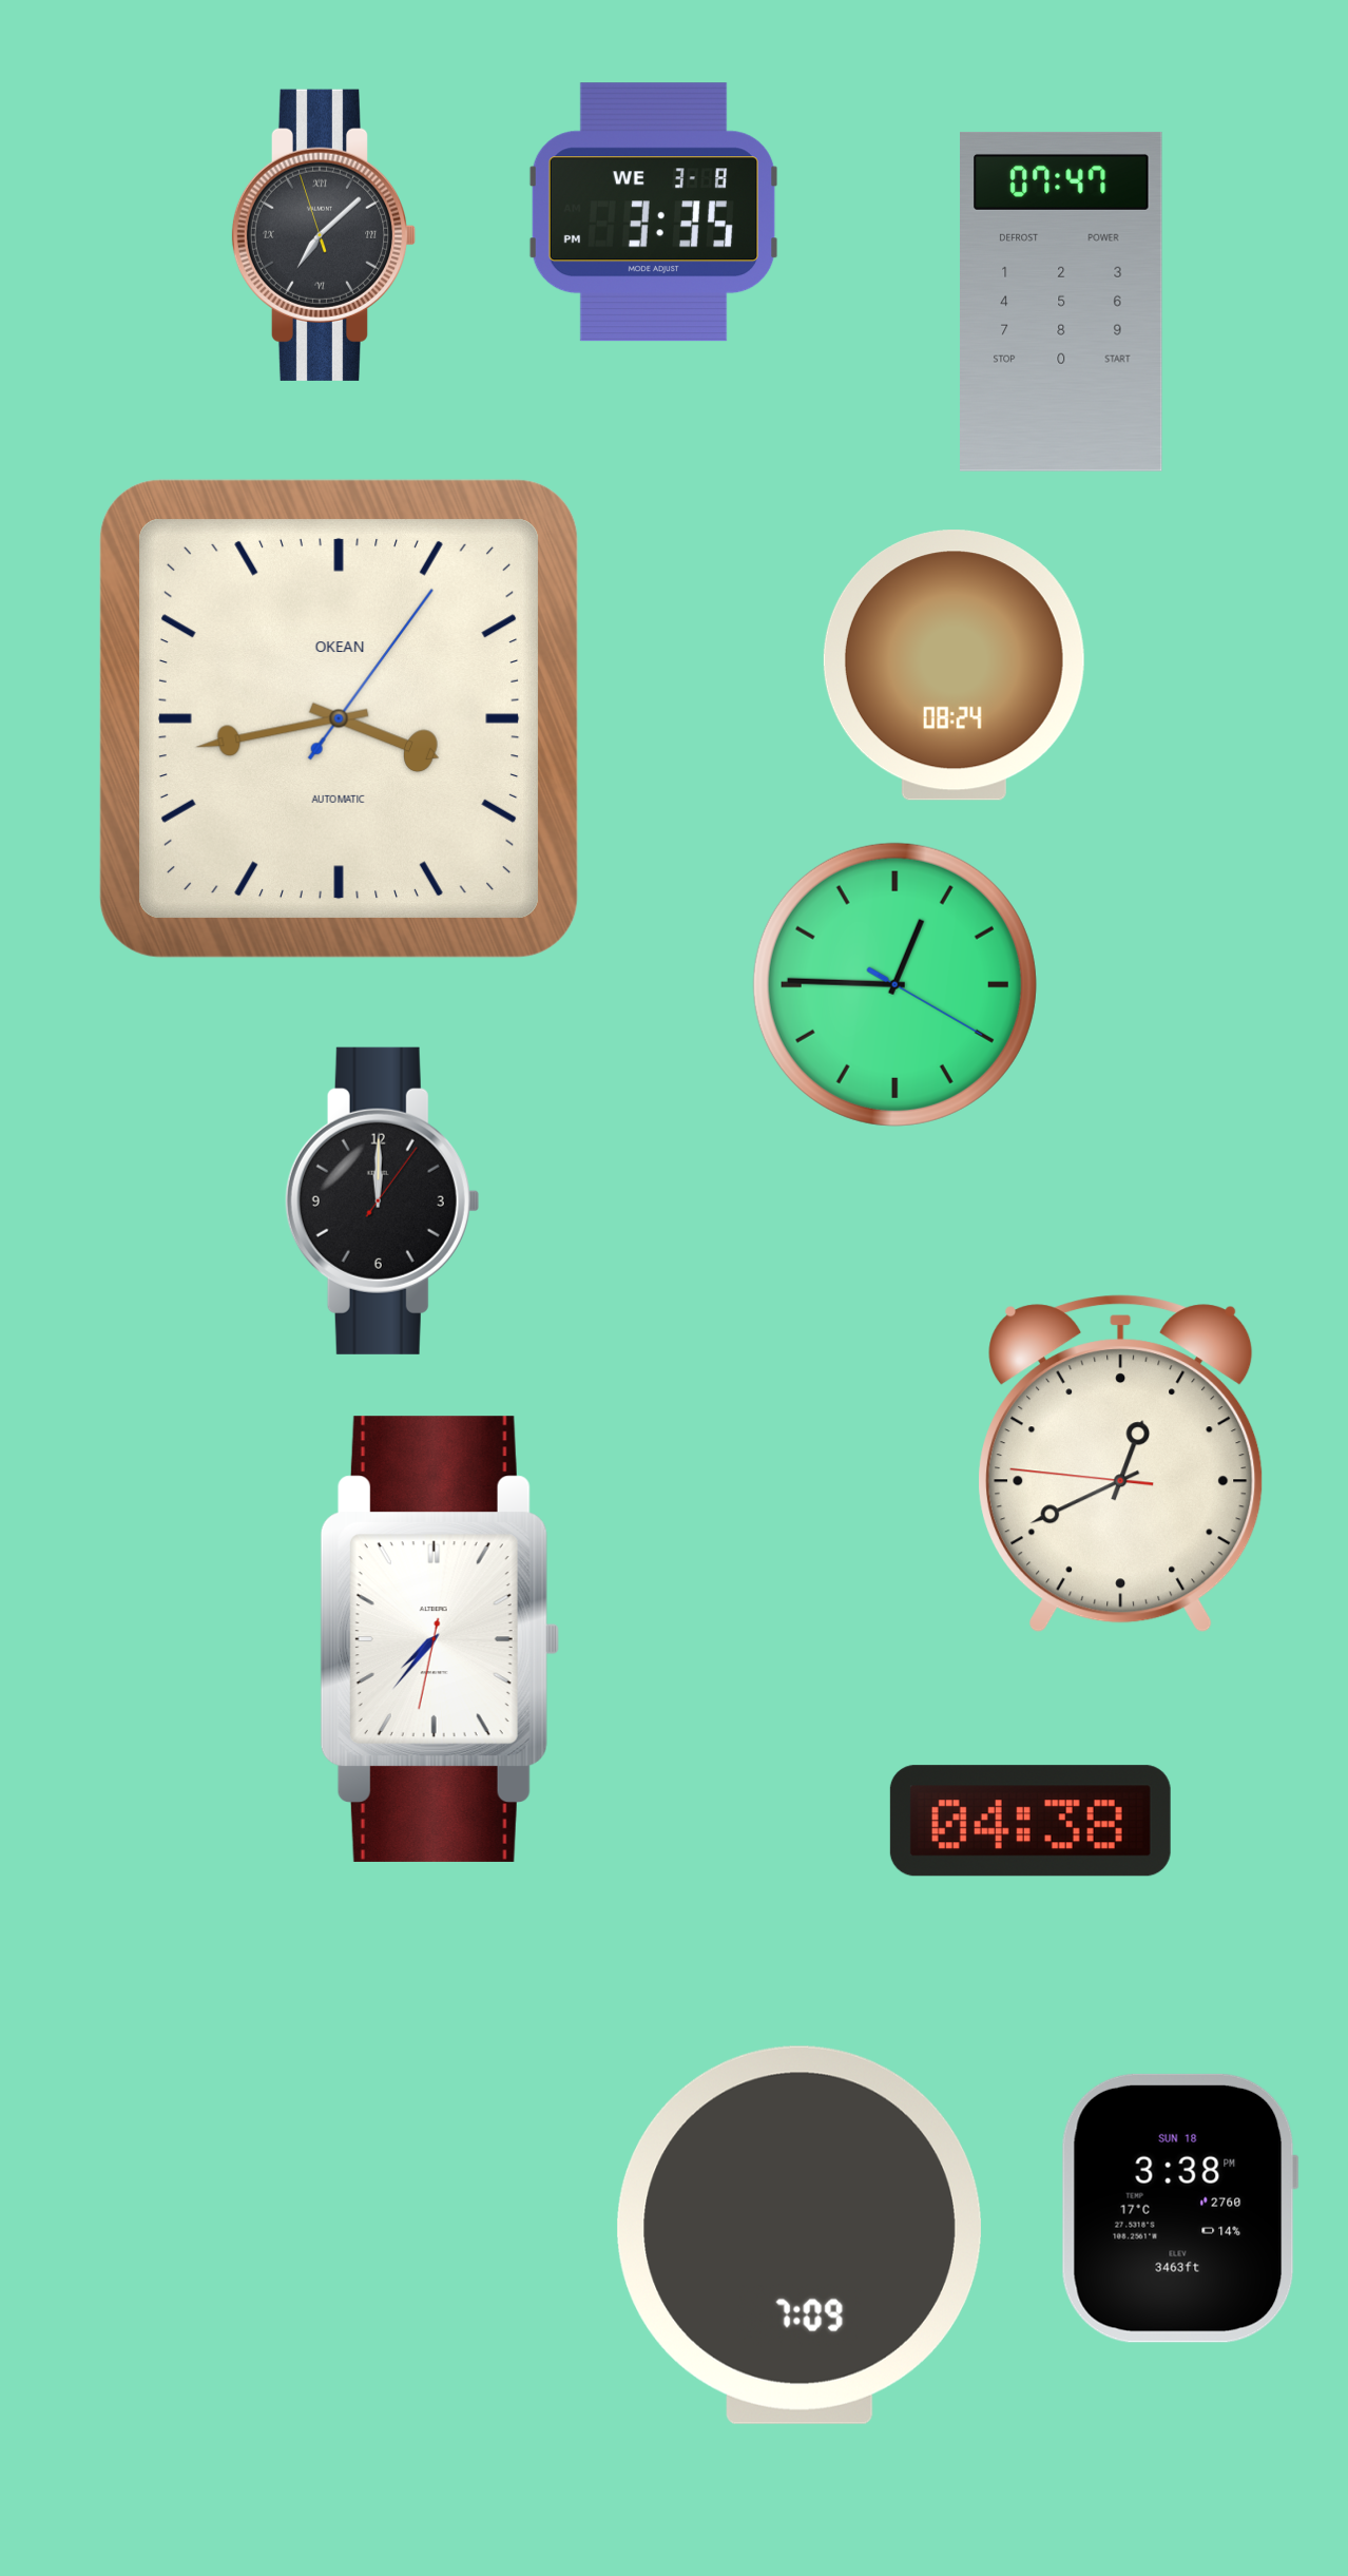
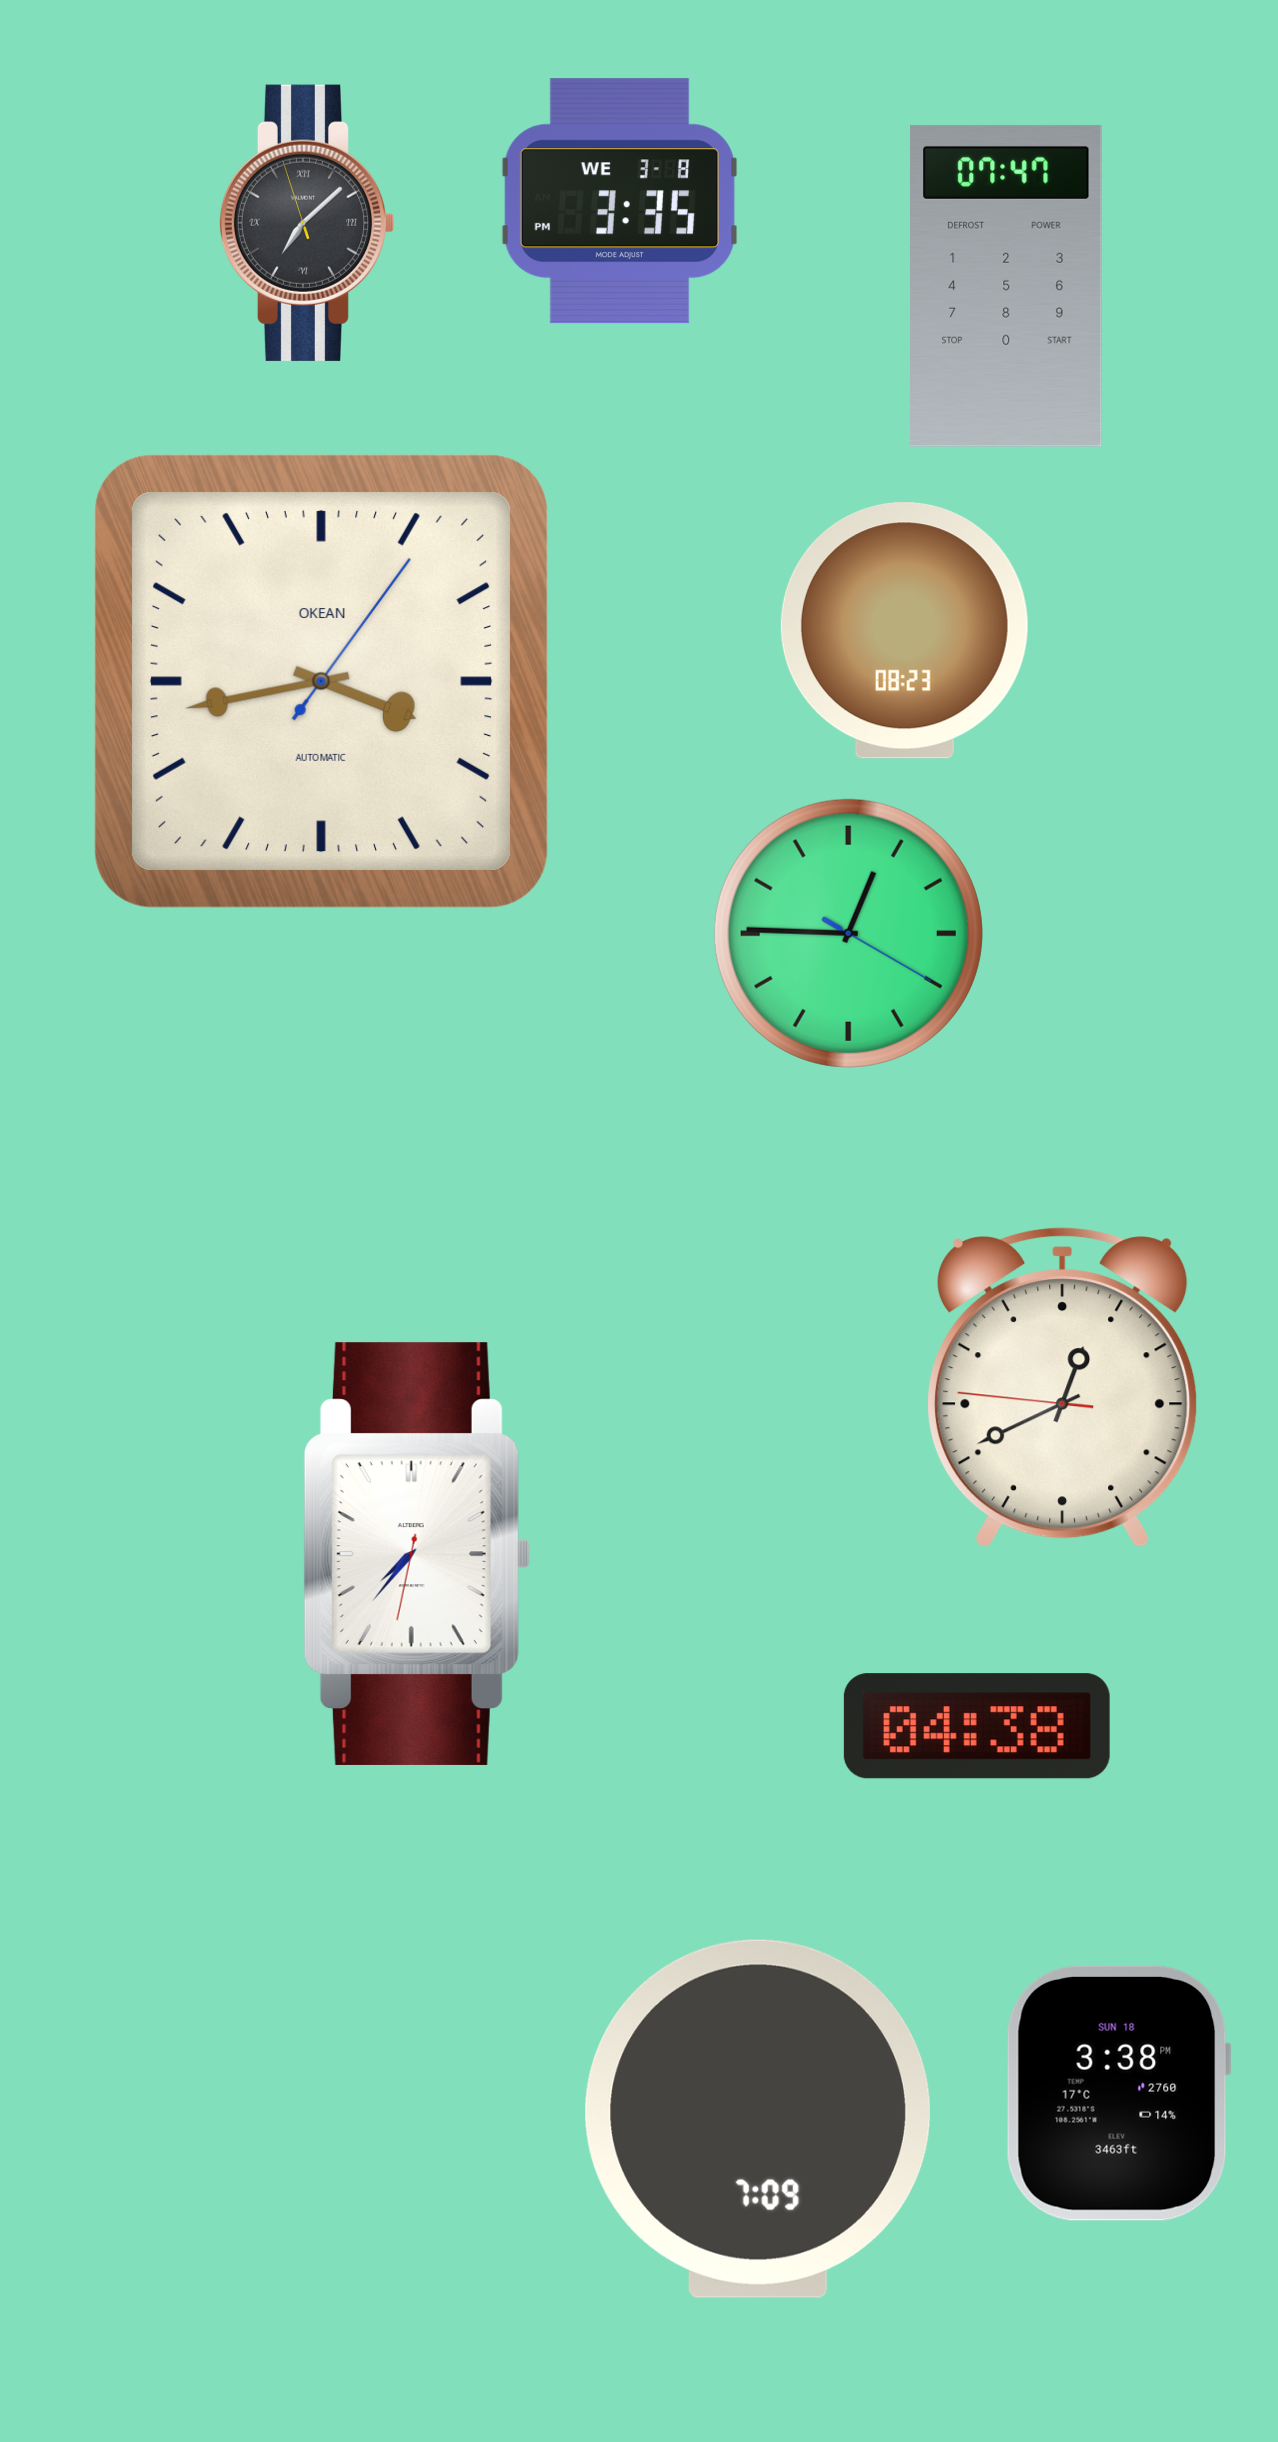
clock at (954, 666): 08:24 -> 08:23
clock at (382, 1200): 12:00 -> none
